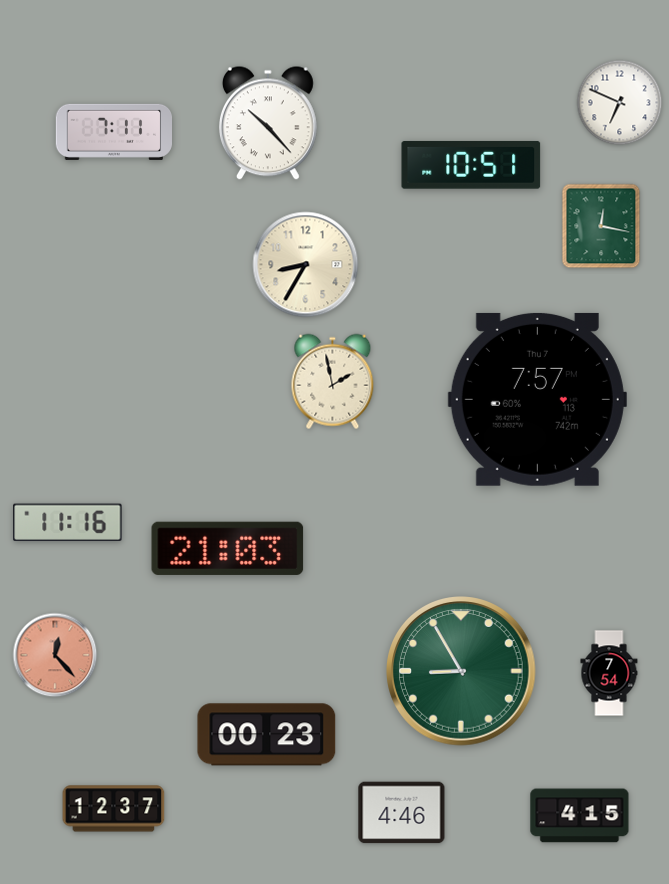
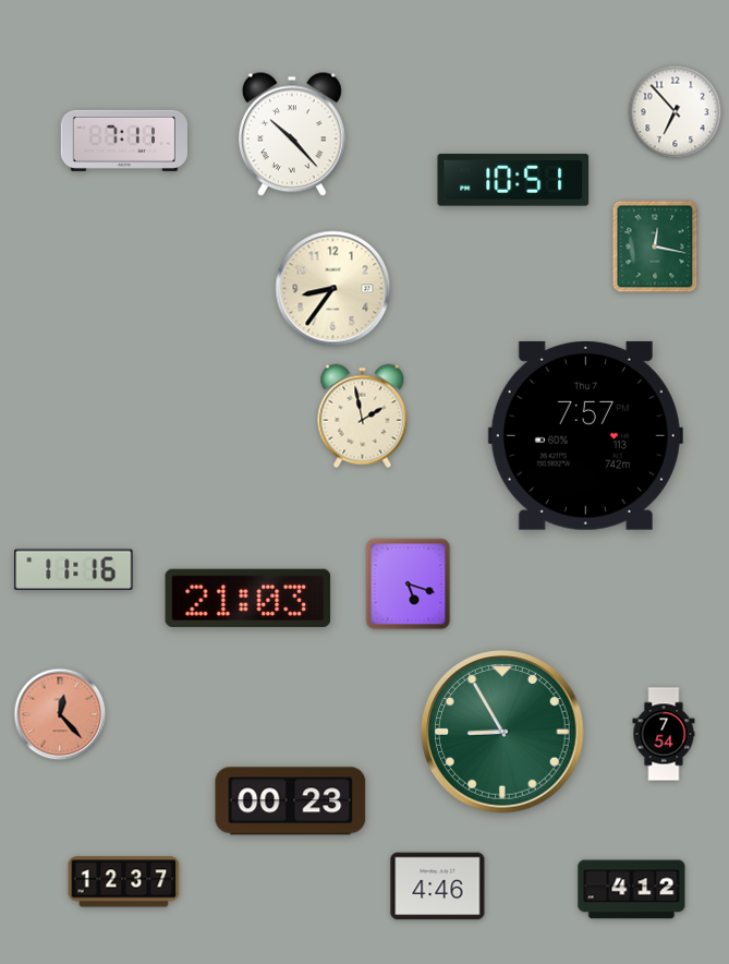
clock at (620, 103): 6:49 -> 6:53
clock at (114, 132) position: (114, 132) -> (124, 141)
clock at (306, 265): 8:35 -> 8:36
clock at (409, 585): none -> 5:18
clock at (580, 816): 4:15 -> 4:12
